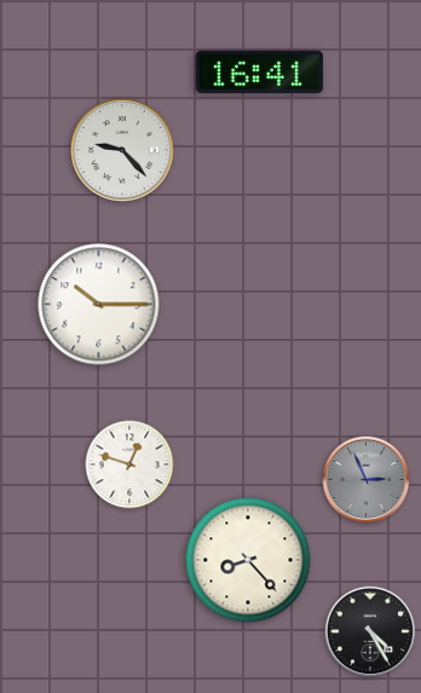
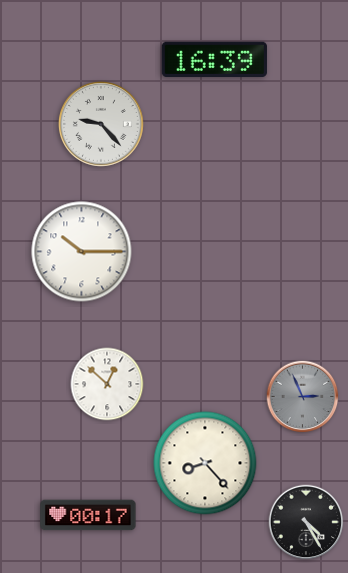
clock at (259, 71): 16:41 -> 16:39
clock at (129, 464): 12:48 -> 12:52
clock at (88, 515): none -> 00:17
